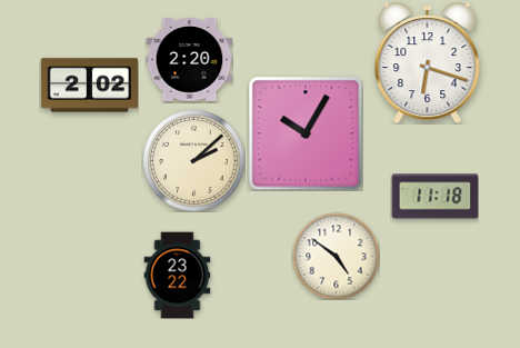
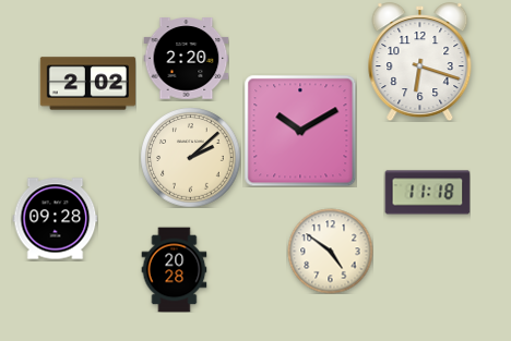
clock at (306, 133): 10:05 -> 10:10
clock at (55, 219): none -> 09:28
clock at (178, 275): 23:22 -> 20:28
